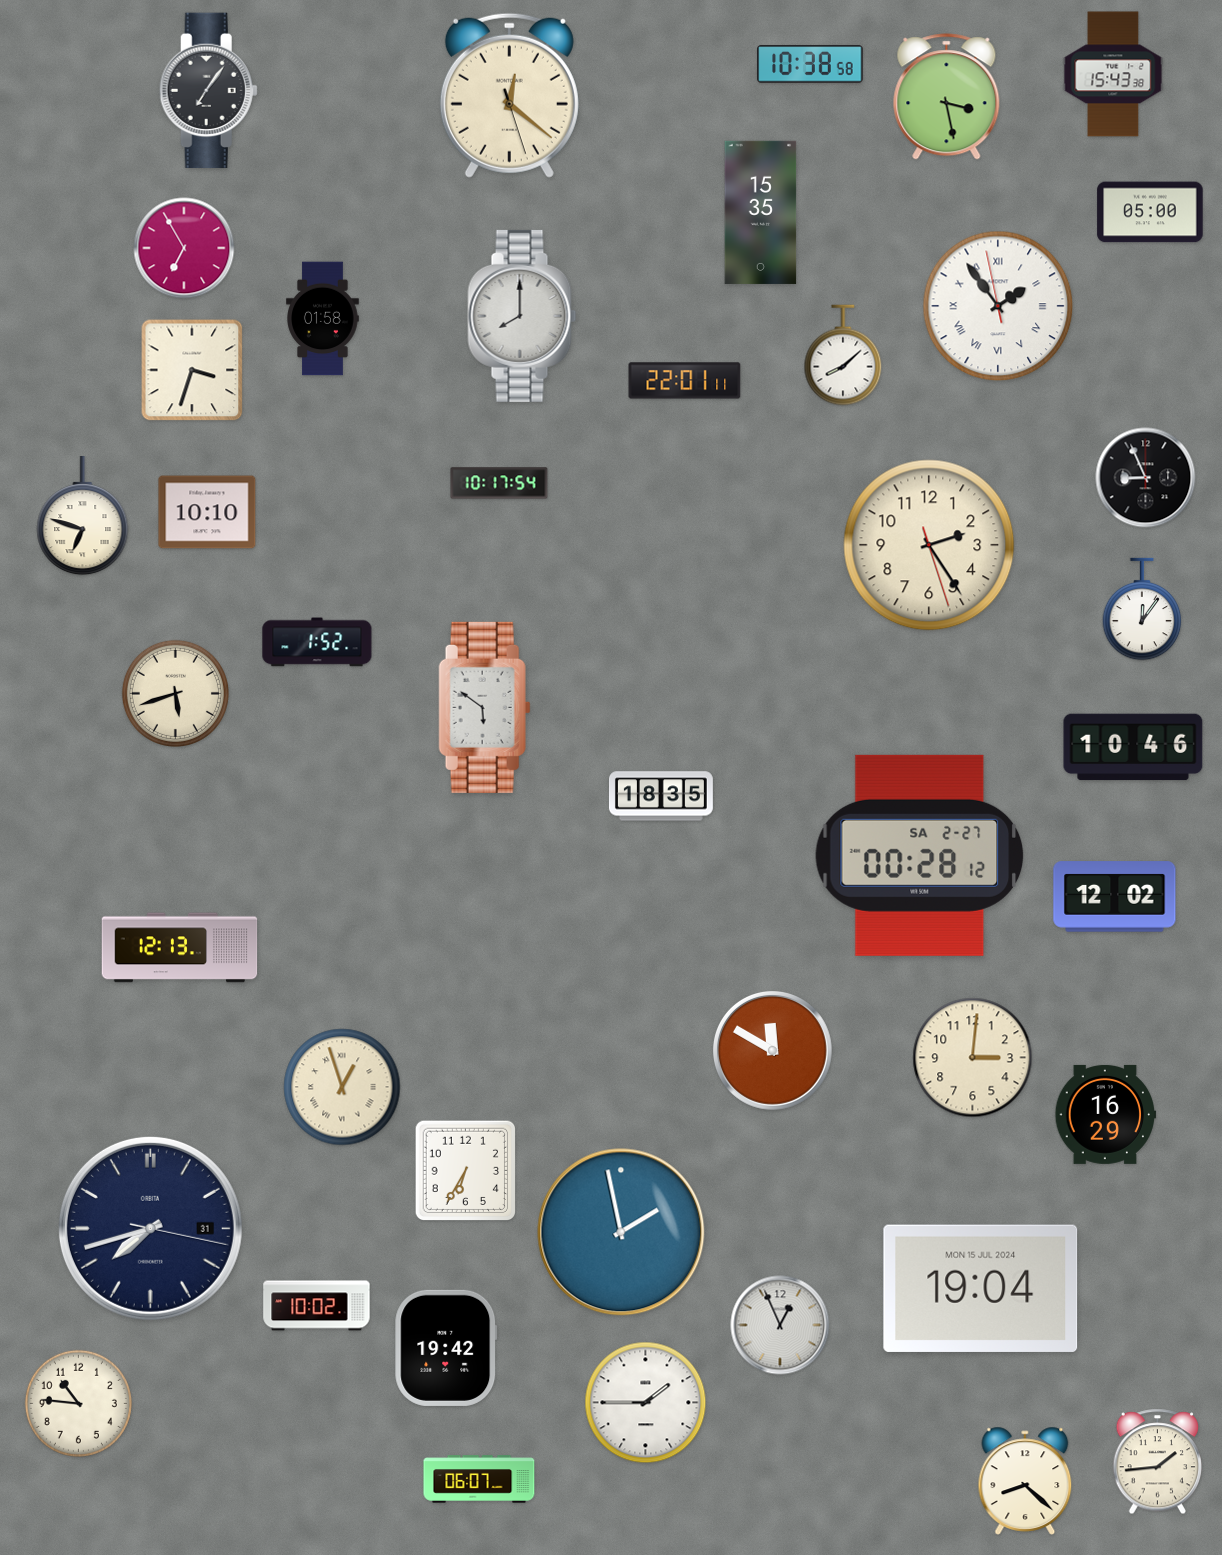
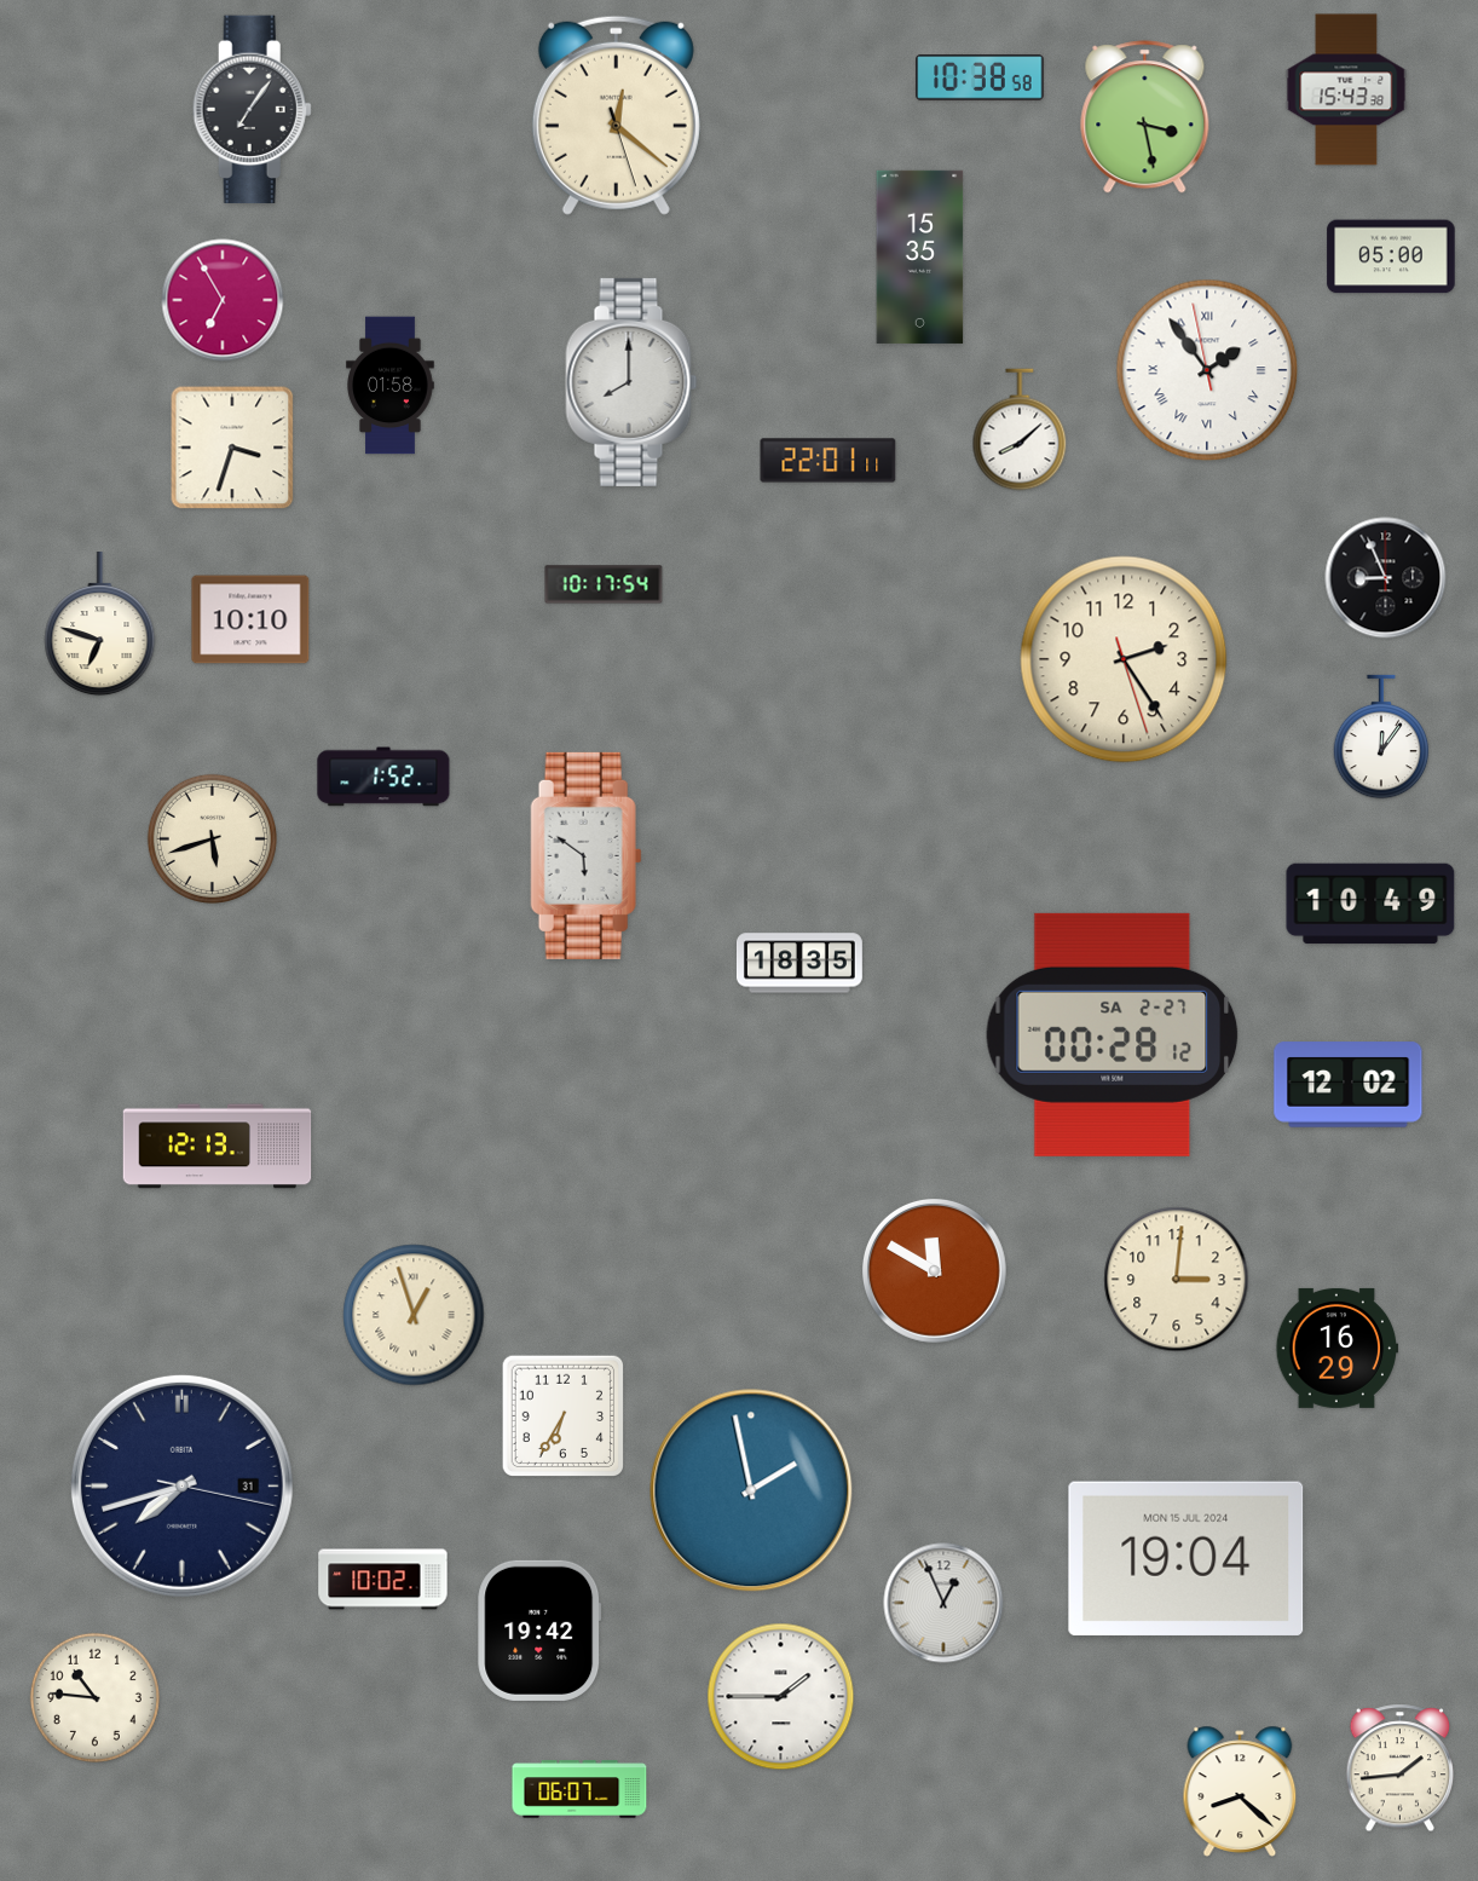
clock at (1133, 747): 10:46 -> 10:49
